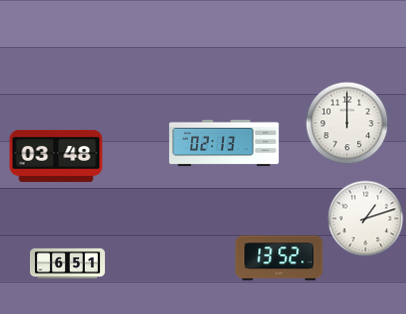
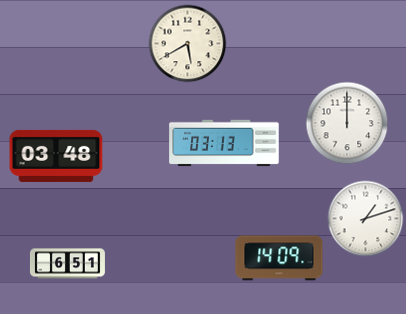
clock at (188, 44): none -> 5:40
clock at (224, 143): 02:13 -> 03:13
clock at (279, 258): 13:52 -> 14:09
